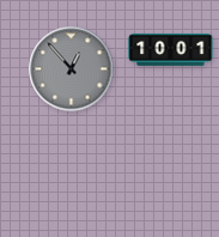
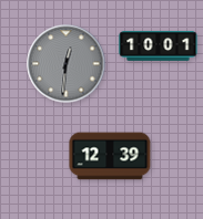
clock at (72, 69): 12:53 -> 12:31
clock at (110, 156): none -> 12:39
